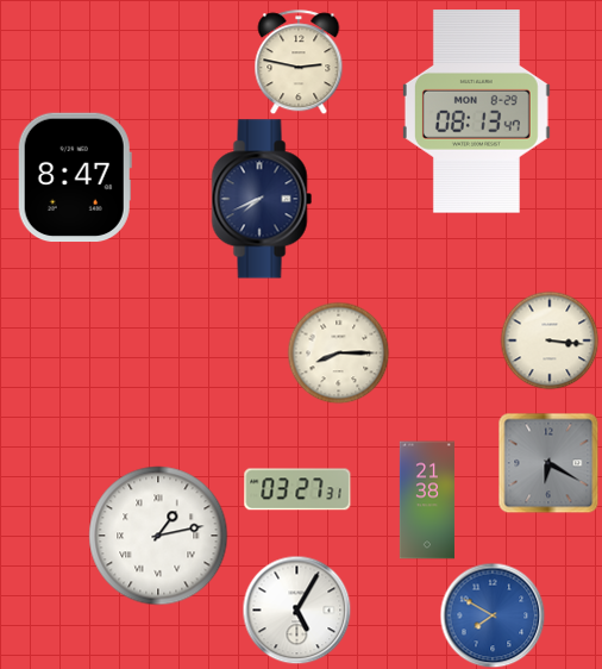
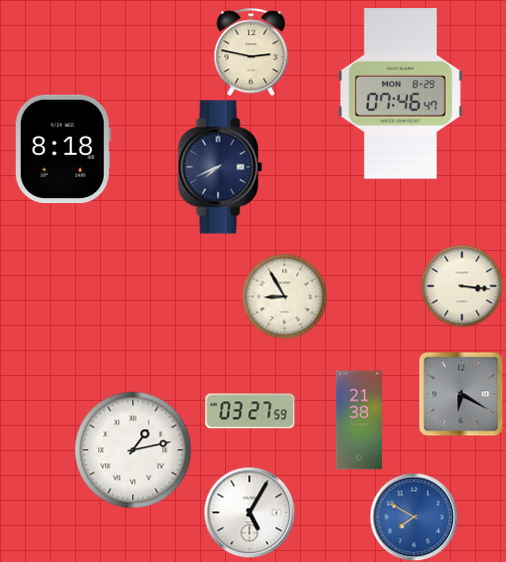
clock at (476, 112): 08:13 -> 07:46
clock at (75, 177): 8:47 -> 8:18
clock at (338, 352): 8:15 -> 8:55
clock at (548, 463) position: (548, 463) -> (461, 394)
clock at (297, 489): 03:27:31 -> 03:27:59
